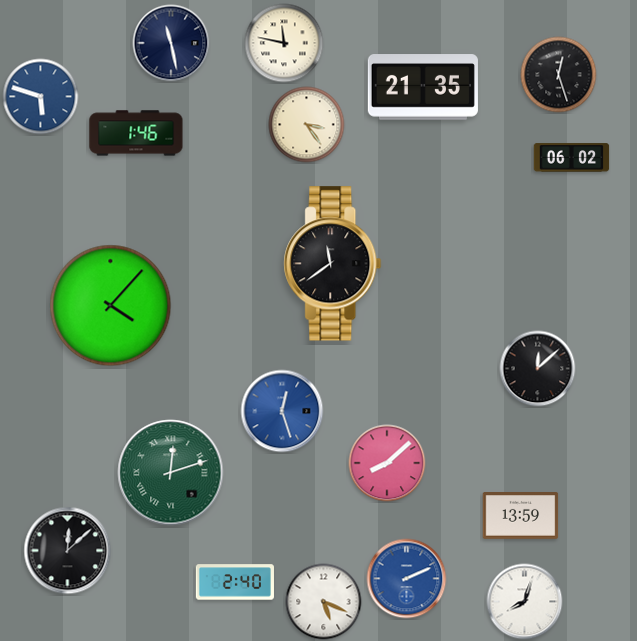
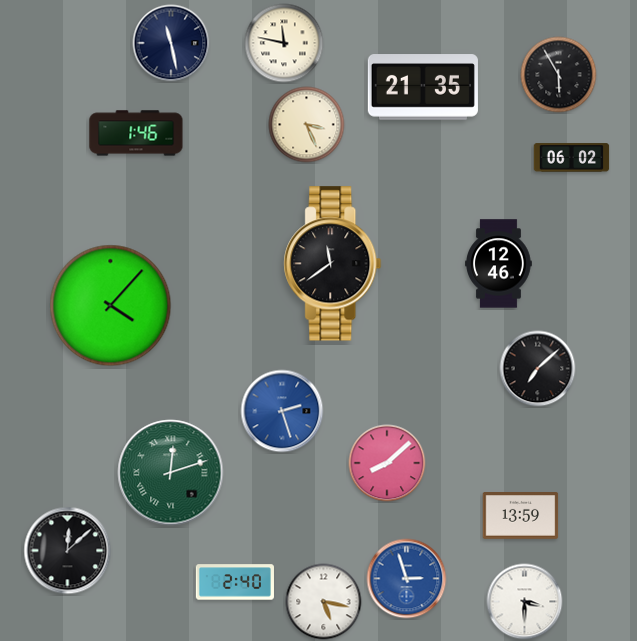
clock at (559, 75): 12:27 -> 5:55
clock at (41, 97): 5:48 -> none
clock at (307, 125): 3:24 -> 3:26
clock at (499, 264): none -> 12:46
clock at (538, 369): 12:08 -> 7:08
clock at (282, 411): 12:27 -> 2:27
clock at (407, 579): 2:11 -> 2:57
clock at (324, 602): 5:19 -> 5:17
clock at (525, 602): 8:03 -> 3:30
